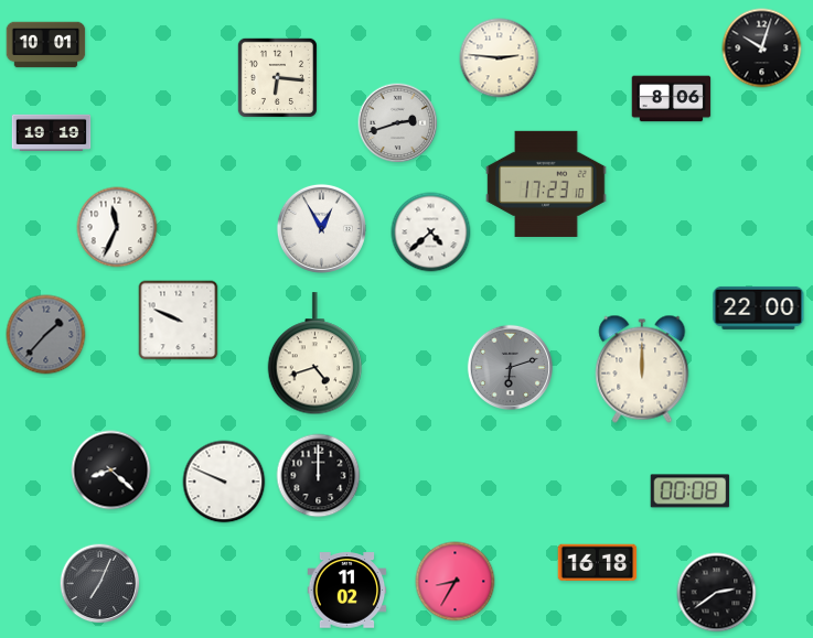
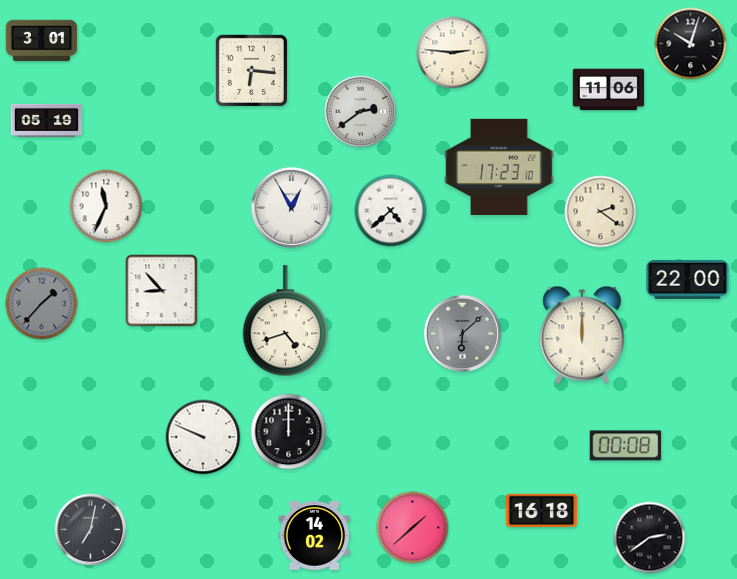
clock at (46, 45): 10:01 -> 3:01
clock at (672, 99): 8:06 -> 11:06
clock at (398, 123): 2:42 -> 2:39
clock at (52, 132): 19:19 -> 05:19
clock at (546, 184) position: (546, 184) -> (499, 167)
clock at (601, 212): none -> 2:21
clock at (179, 321): 9:49 -> 8:53
clock at (510, 367): 6:12 -> 6:08
clock at (111, 471): 8:22 -> none
clock at (456, 582): 8:35 -> 1:38
clock at (100, 584): 7:04 -> 7:02
clock at (347, 591): 11:02 -> 14:02
